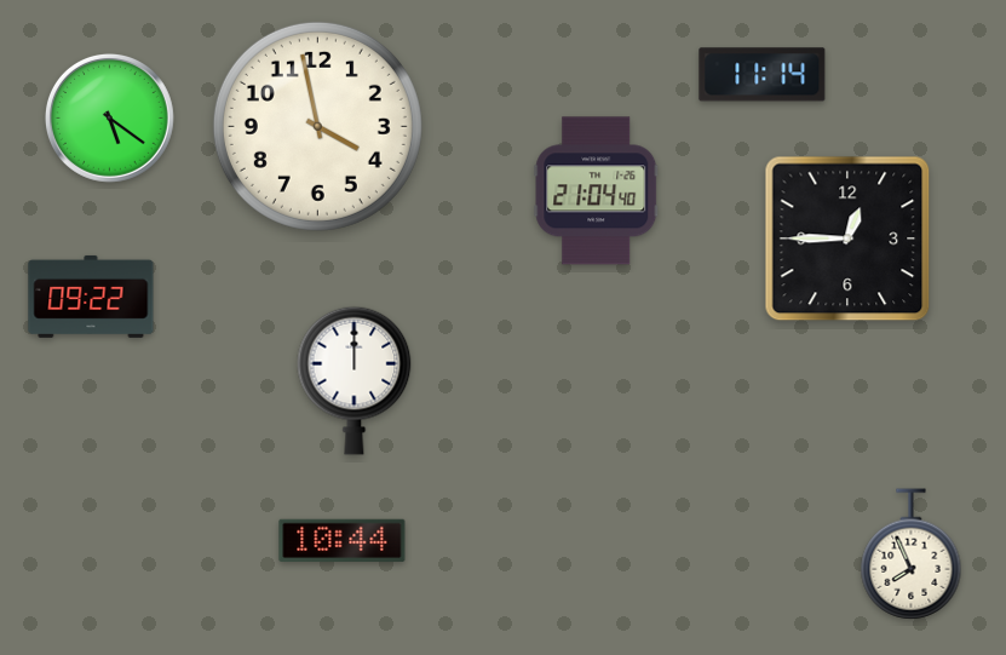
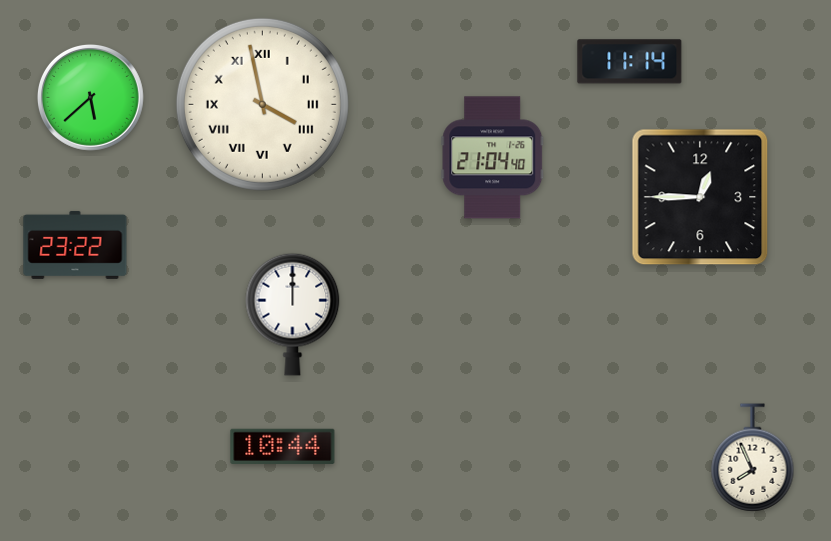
clock at (109, 117): 5:21 -> 5:38
clock at (317, 126) numerals: Arabic -> Roman
clock at (91, 297): 09:22 -> 23:22
